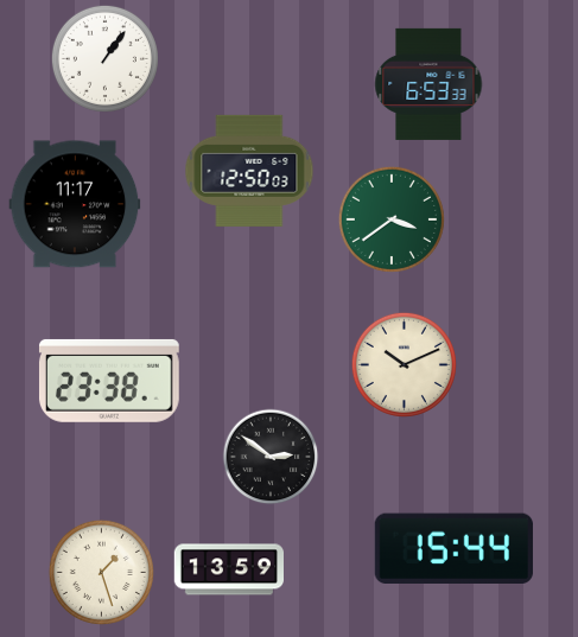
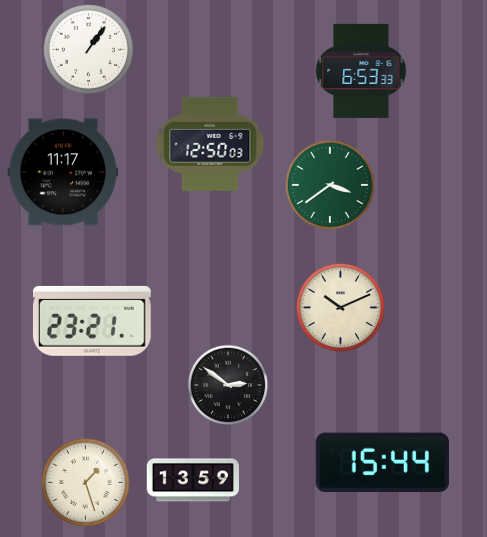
clock at (109, 381): 23:38 -> 23:21
